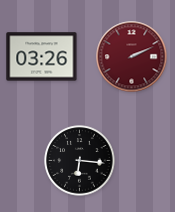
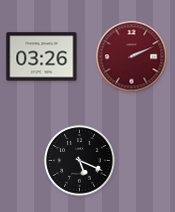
clock at (80, 161): 6:16 -> 5:19
